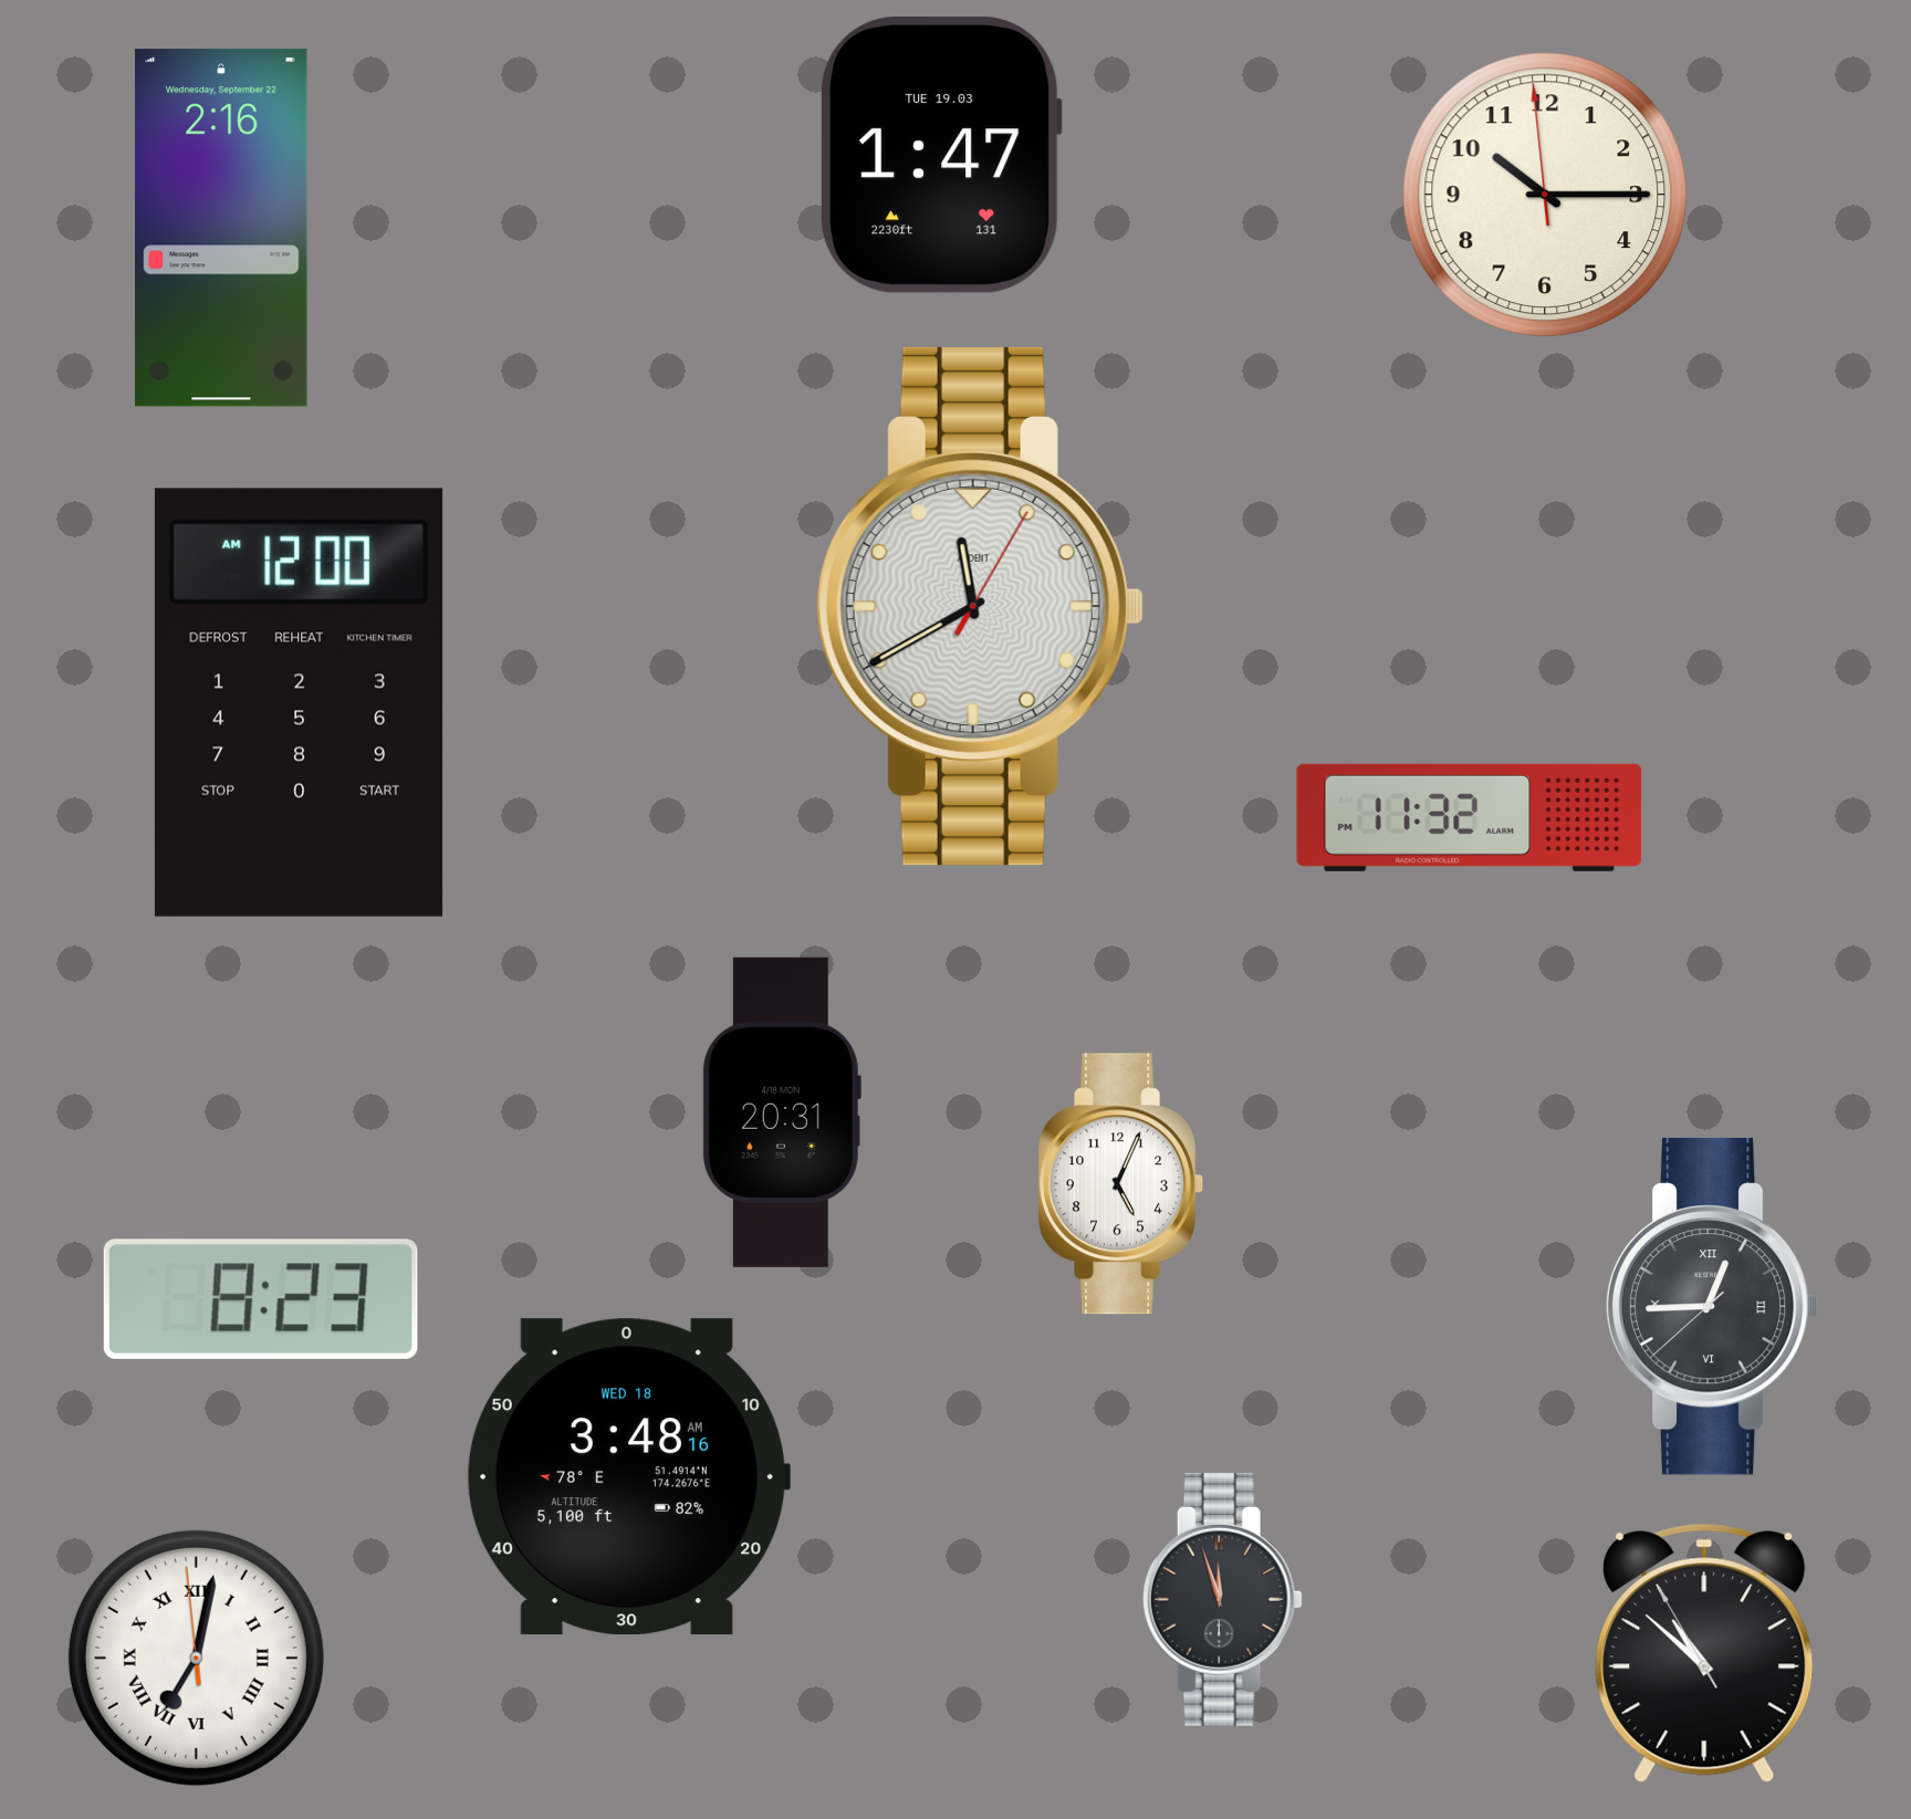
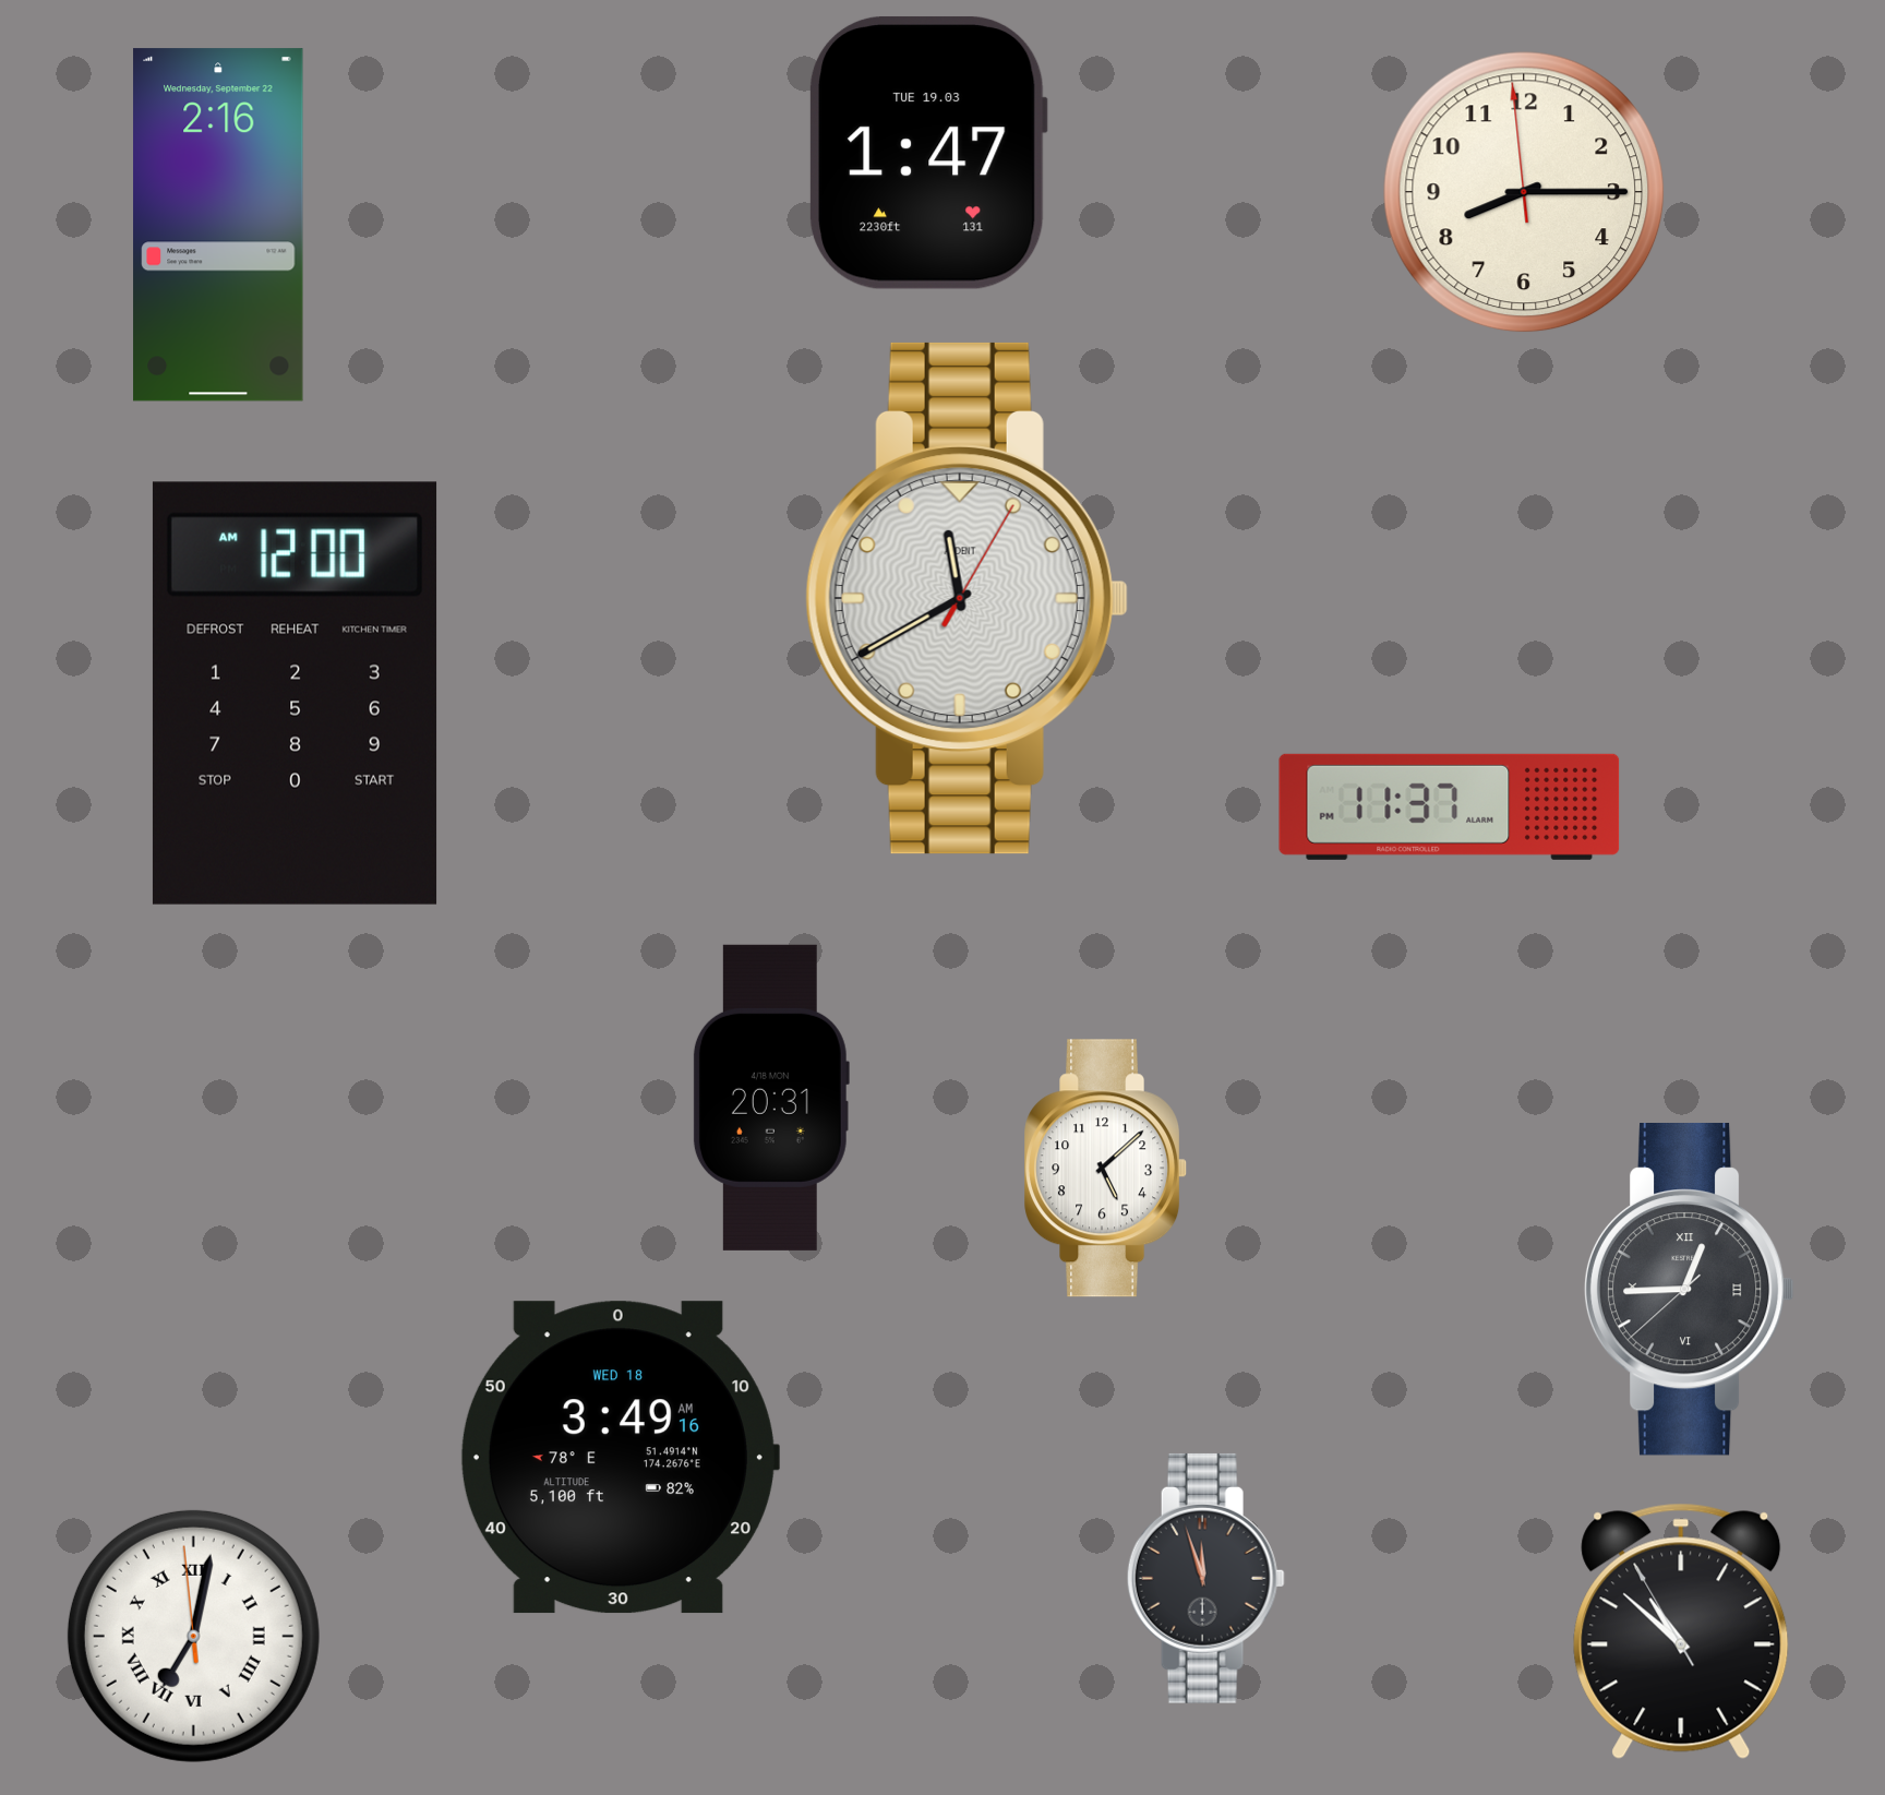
clock at (1545, 195): 10:14 -> 8:14
clock at (1470, 817): 11:32 -> 11:37
clock at (1121, 1184): 5:04 -> 5:08
clock at (261, 1299): 8:23 -> none
clock at (628, 1477): 3:48 -> 3:49
